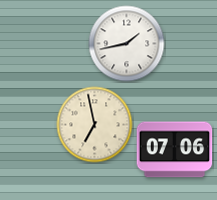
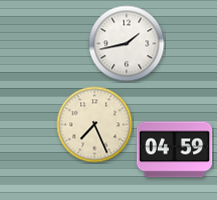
clock at (95, 125): 6:58 -> 7:26
clock at (175, 150): 07:06 -> 04:59
